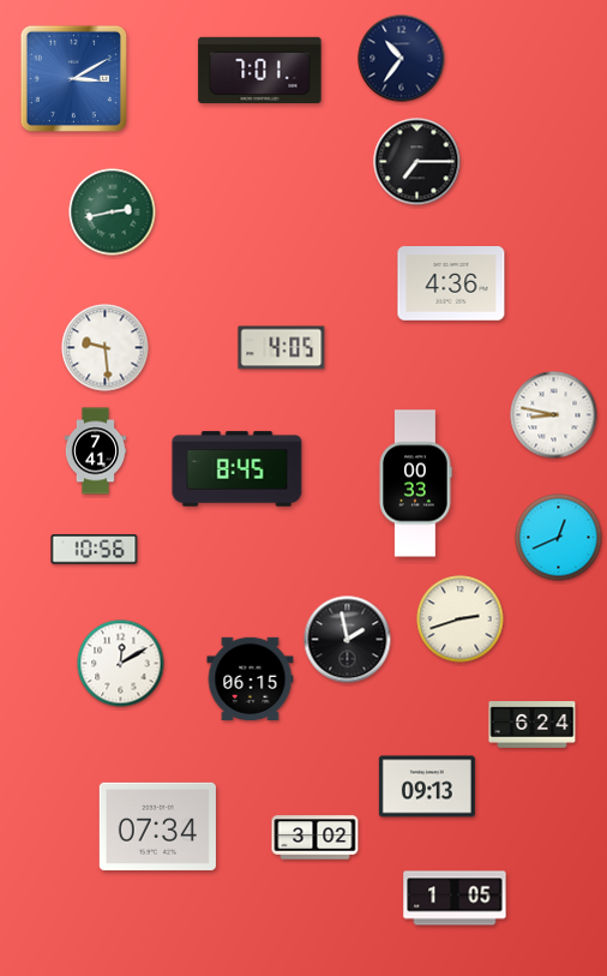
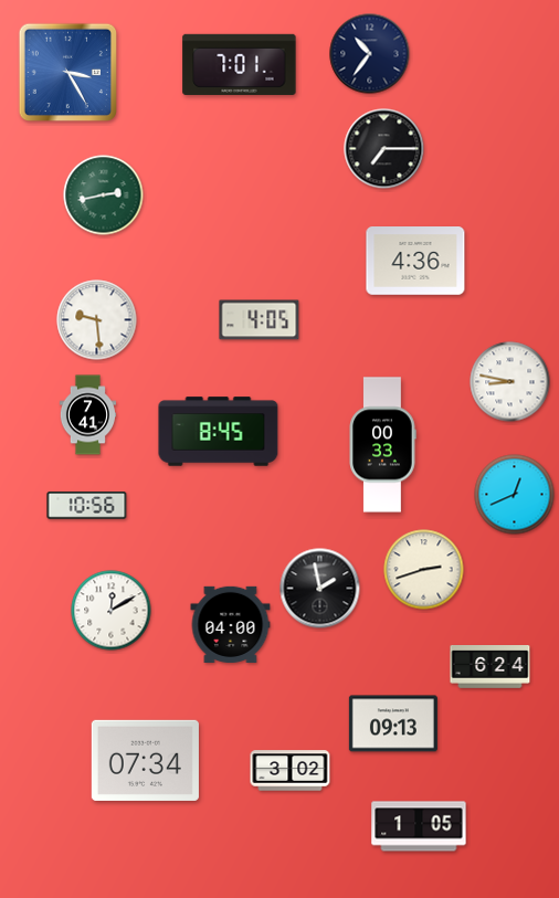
clock at (73, 78): 3:10 -> 3:25
clock at (251, 678): 06:15 -> 04:00
